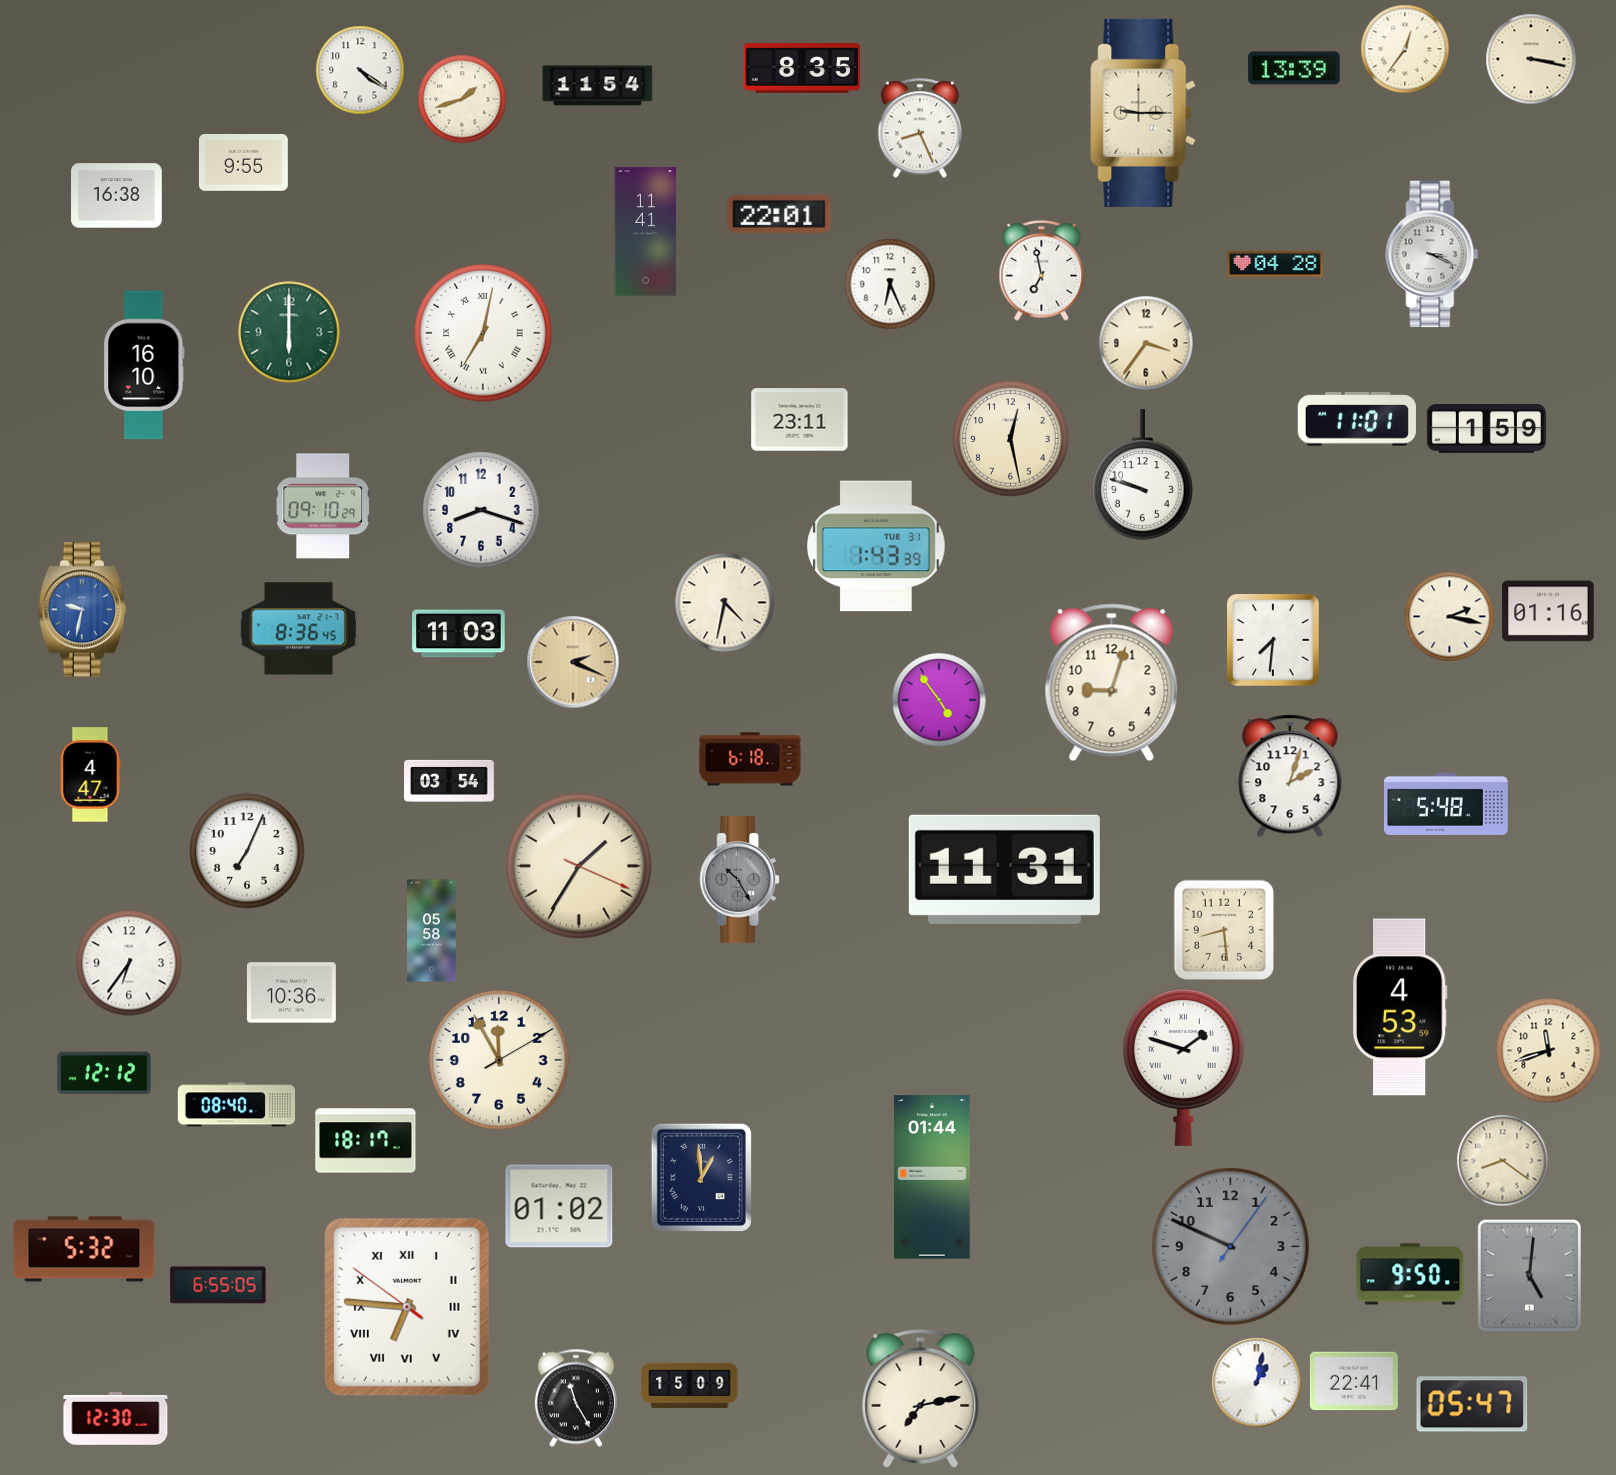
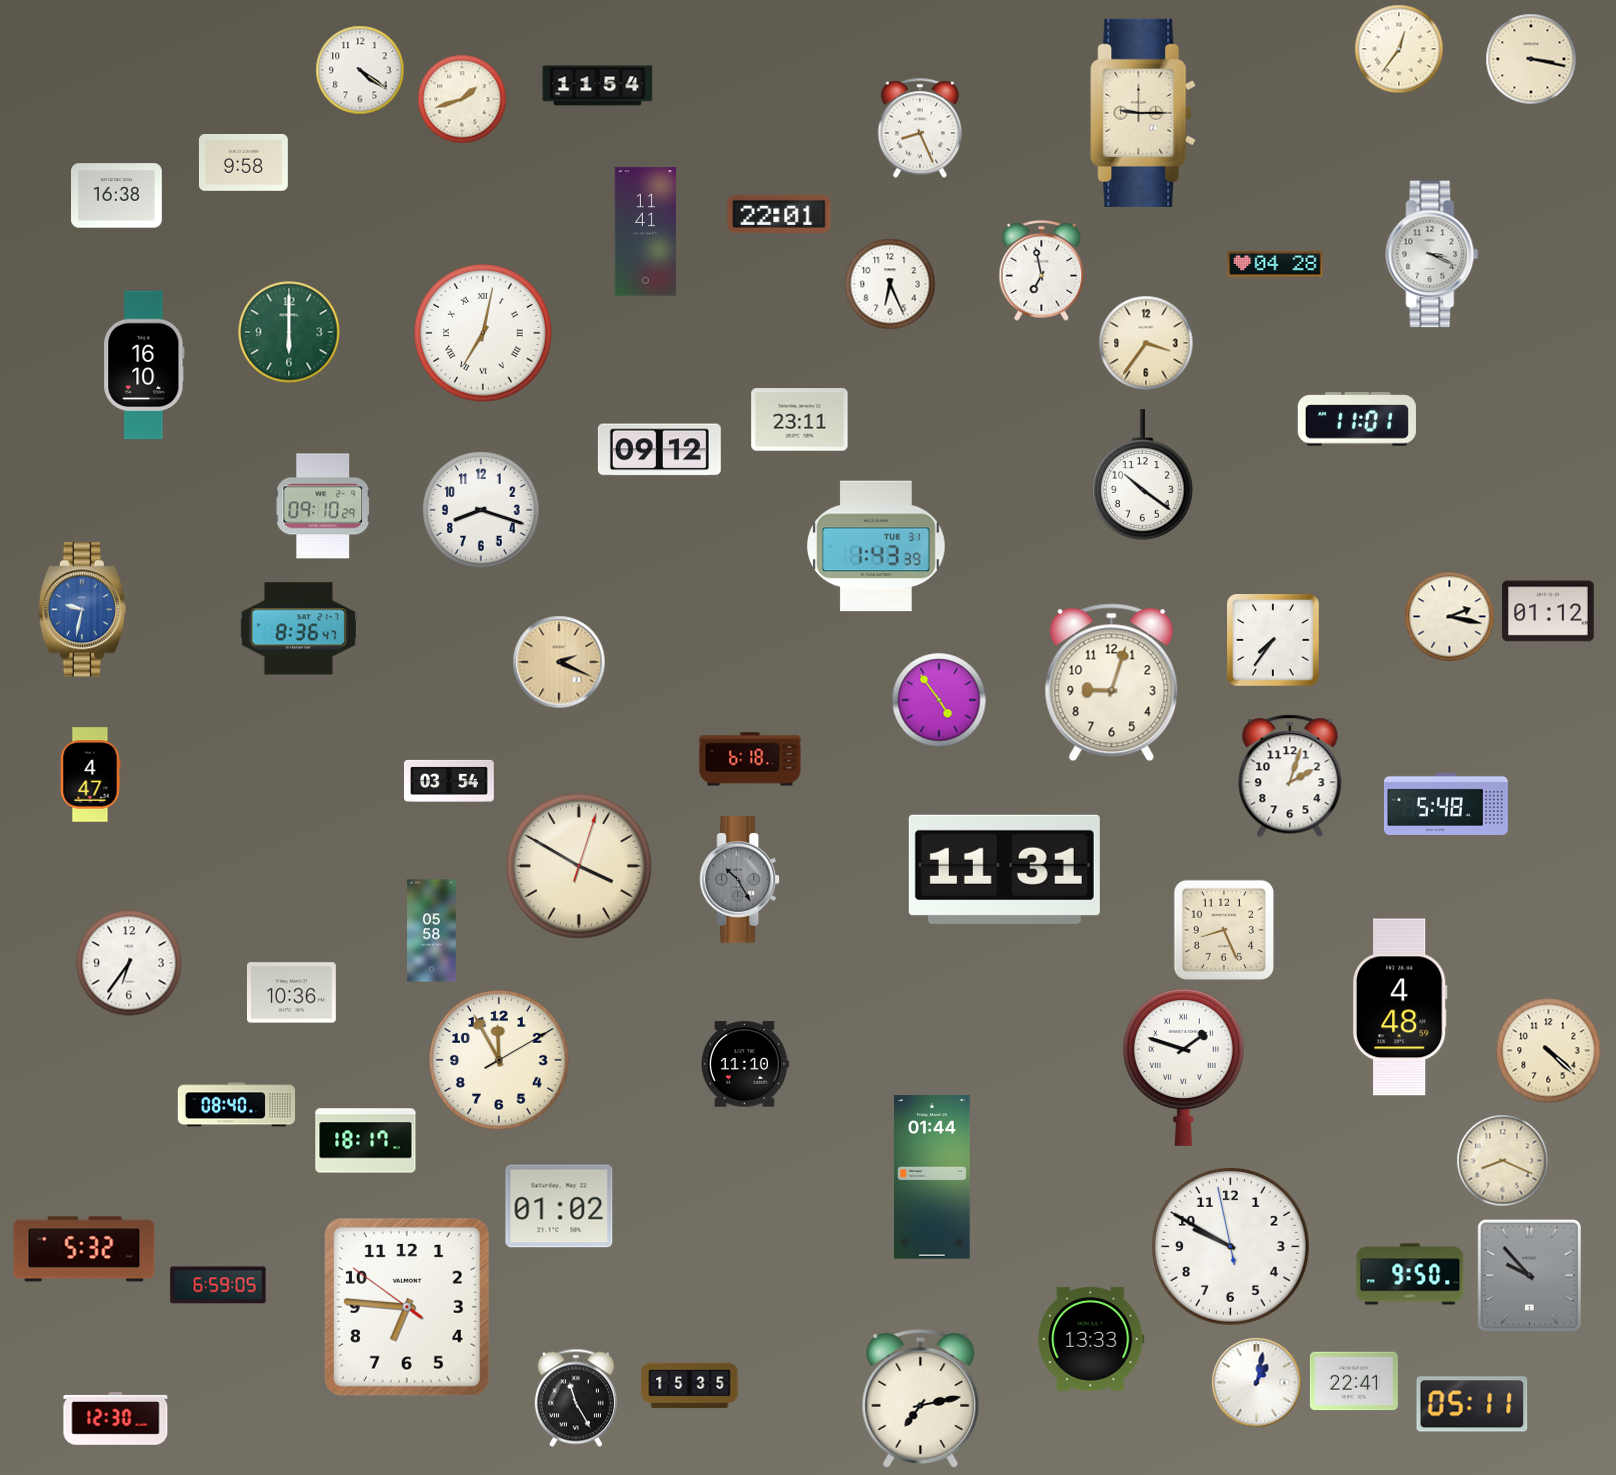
clock at (1405, 49) position: (1405, 49) -> (1399, 49)
clock at (801, 68): 8:35 -> none
clock at (1294, 68): 13:39 -> none
clock at (243, 163): 9:55 -> 9:58
clock at (1486, 429): 1:59 -> none
clock at (1011, 439): 12:28 -> none
clock at (659, 450): none -> 09:12
clock at (1143, 475): 9:48 -> 10:21
clock at (725, 603): 4:32 -> none
clock at (1548, 611): 01:16 -> 01:12
clock at (298, 629): 8:36:45 -> 8:36:47
clock at (459, 634): 11:03 -> none
clock at (1273, 640): 7:31 -> 7:36
clock at (573, 662) position: (573, 662) -> (559, 662)
clock at (247, 851): 7:04 -> none
clock at (579, 866): 1:35 -> 3:50
clock at (1223, 929): 8:29 -> 8:26
clock at (1400, 1007): 4:53 -> 4:48
clock at (1549, 1051): 11:42 -> 4:22
clock at (745, 1064): none -> 11:10
clock at (104, 1073): 12:12 -> none
clock at (1503, 1161): 8:21 -> 8:19
clock at (701, 1177): 12:59 -> none
clock at (1230, 1246): 9:49:06 -> 9:49:58
clock at (1230, 1246) dial: grey -> white
clock at (1529, 1276): 5:01 -> 9:53
clock at (218, 1285): 6:55 -> 6:59
clock at (407, 1307) numerals: Roman -> Arabic
clock at (1091, 1339): none -> 13:33
clock at (690, 1386): 15:09 -> 15:35
clock at (1472, 1404): 05:47 -> 05:11
